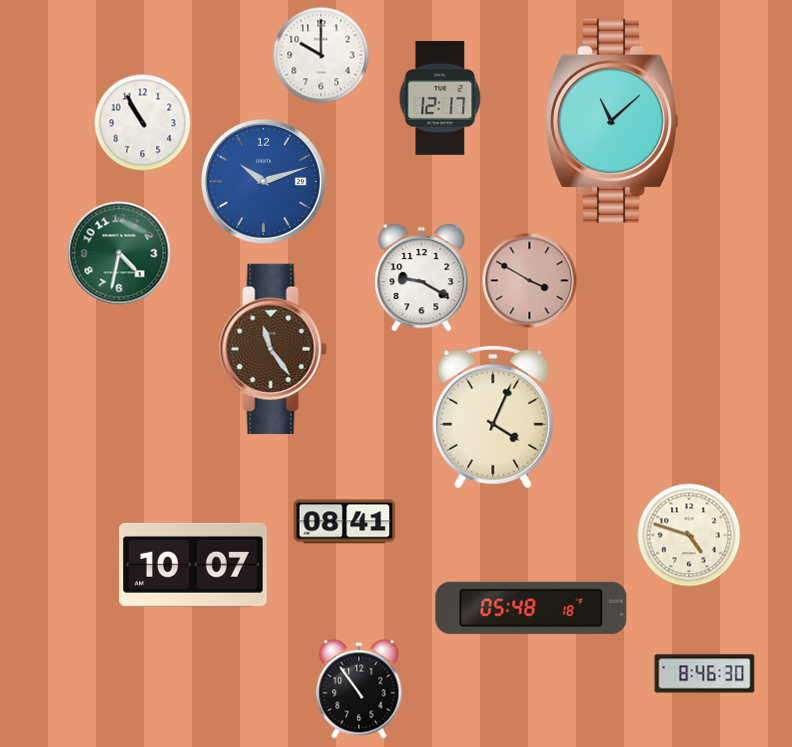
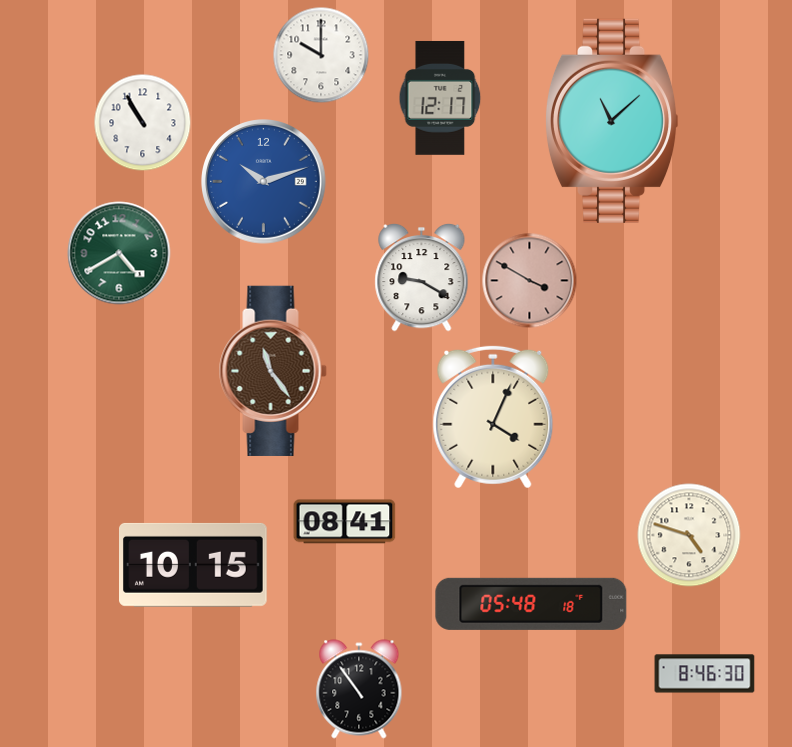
clock at (119, 253): 4:32 -> 4:40
clock at (273, 349) position: (273, 349) -> (273, 371)
clock at (194, 565): 10:07 -> 10:15
clock at (531, 608) position: (531, 608) -> (531, 604)
